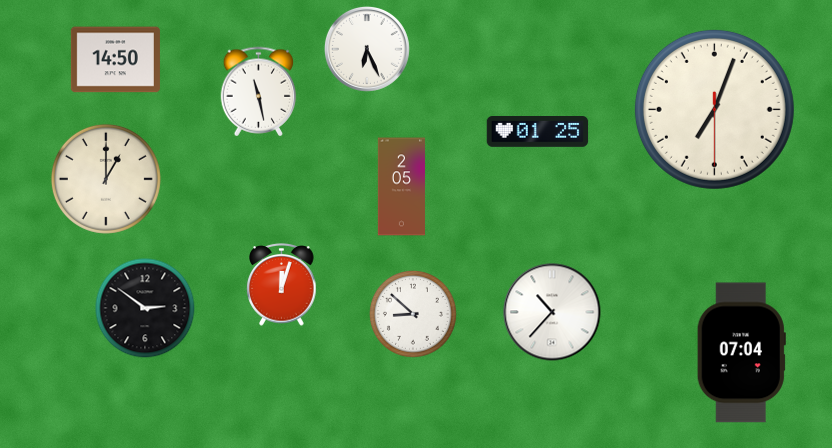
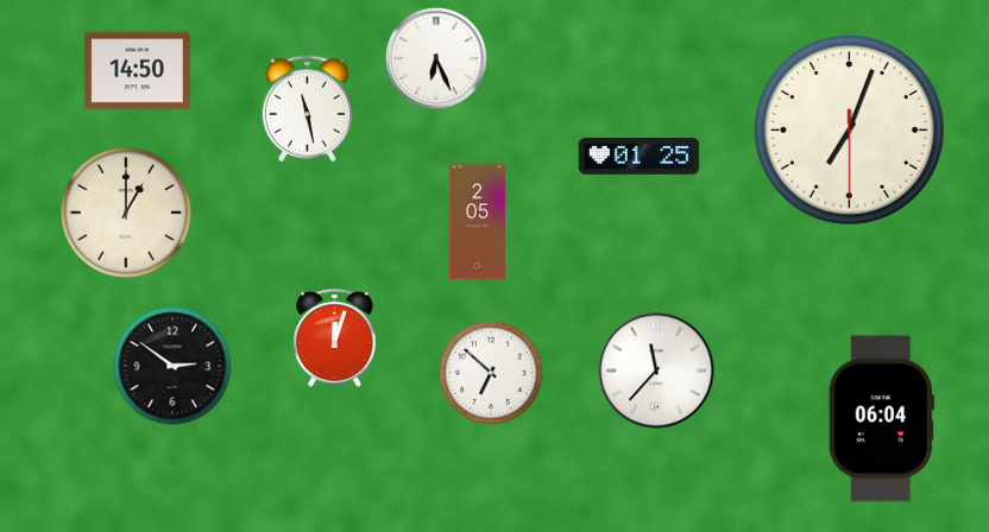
clock at (552, 312): 10:37 -> 11:37
clock at (413, 314): 8:52 -> 6:52
clock at (741, 353): 07:04 -> 06:04
